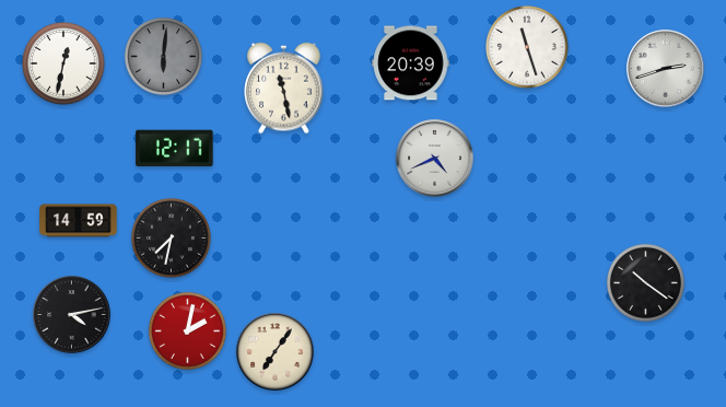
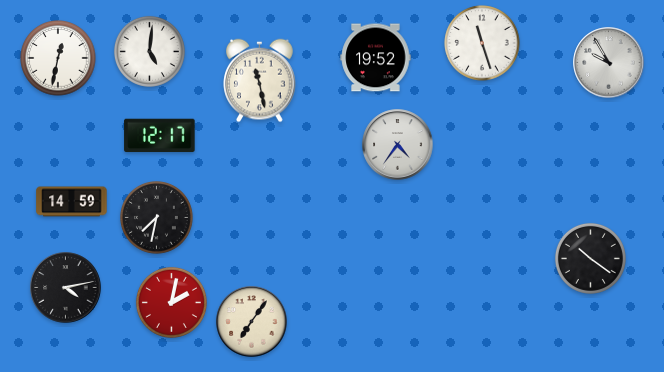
clock at (163, 56): 6:01 -> 5:01
clock at (163, 56) dial: grey -> white
clock at (411, 63): 20:39 -> 19:52
clock at (666, 69): 2:42 -> 9:55
clock at (435, 159): 4:41 -> 4:36
